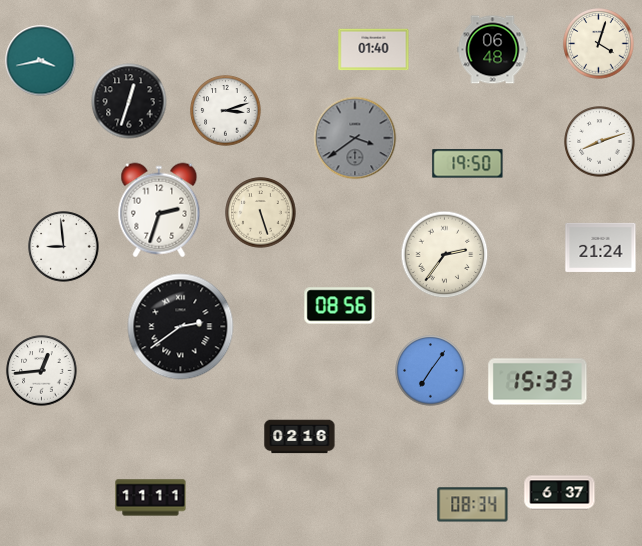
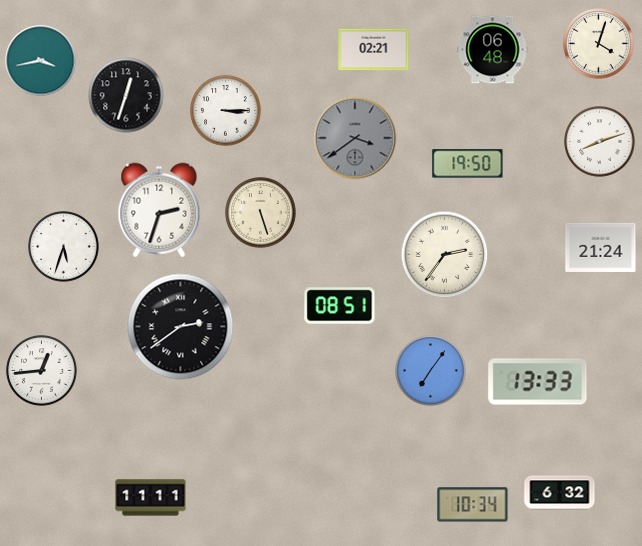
clock at (374, 50): 01:40 -> 02:21
clock at (129, 101) position: (129, 101) -> (126, 95)
clock at (226, 111): 3:12 -> 3:15
clock at (64, 247): 8:59 -> 5:33
clock at (340, 306): 08:56 -> 08:51
clock at (538, 382): 15:33 -> 13:33
clock at (300, 437): 02:16 -> none
clock at (560, 493): 6:37 -> 6:32
clock at (473, 505): 08:34 -> 10:34
